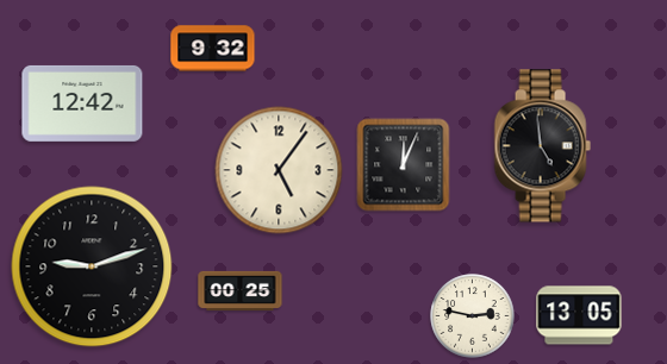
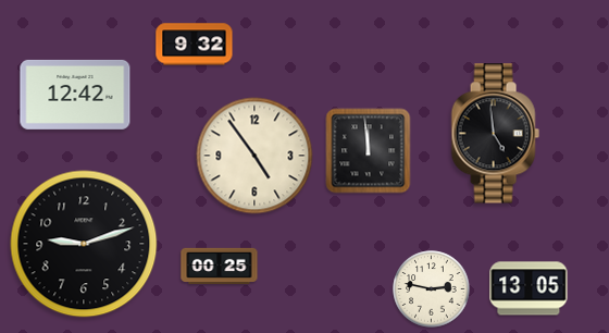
clock at (404, 165): 12:04 -> 11:59
clock at (279, 170): 5:06 -> 4:54
